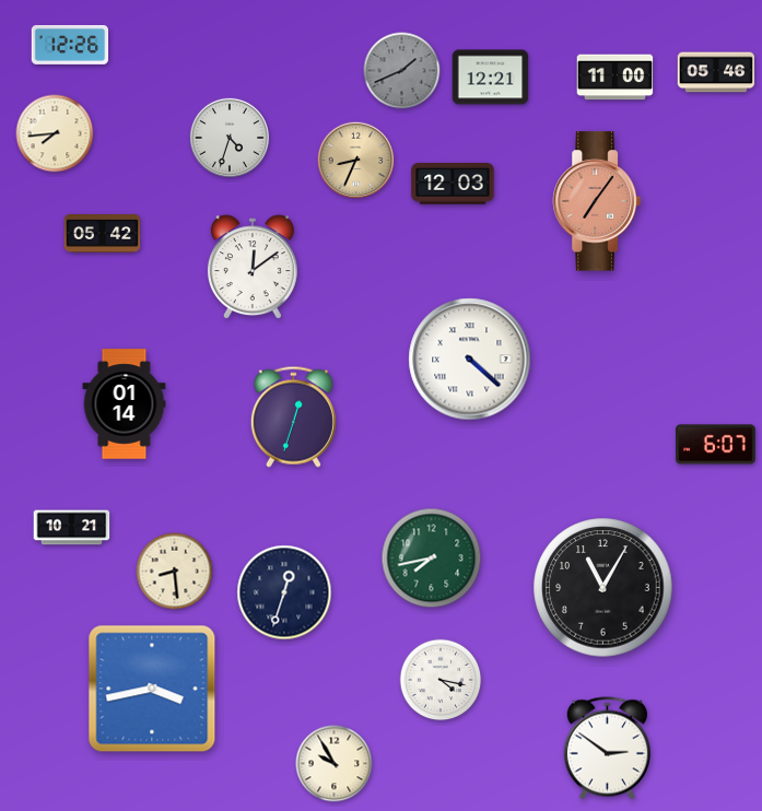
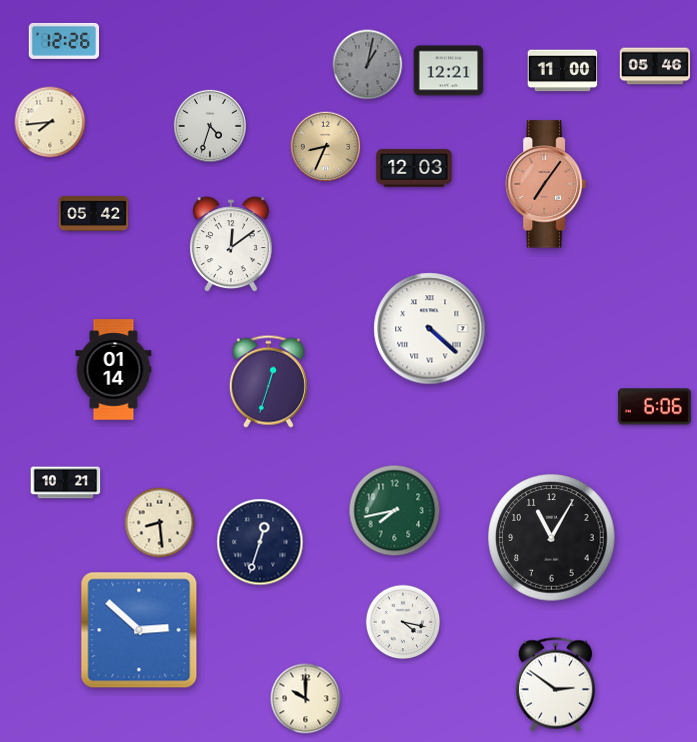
clock at (402, 71): 1:41 -> 1:02
clock at (715, 445): 6:07 -> 6:06
clock at (152, 689): 3:43 -> 2:52
clock at (335, 764): 9:55 -> 10:00
